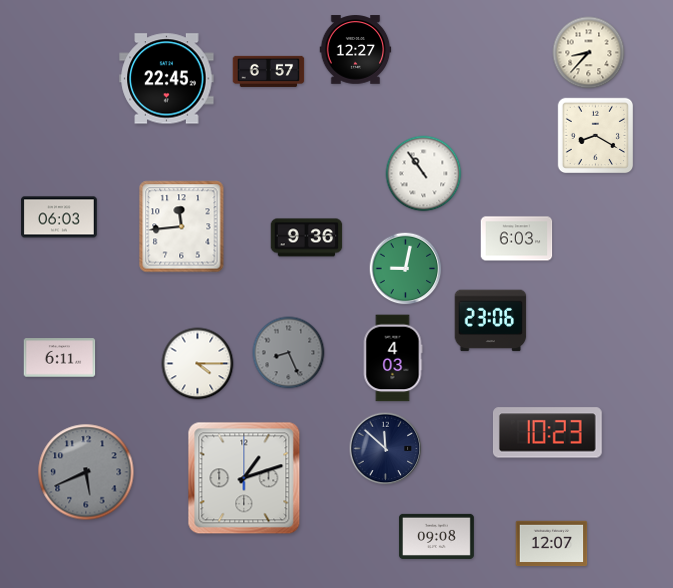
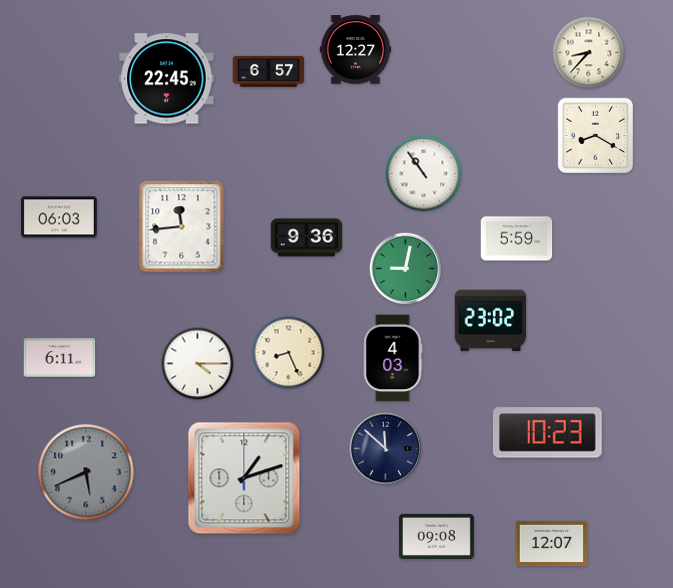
clock at (517, 239): 6:03 -> 5:59
clock at (491, 321): 23:06 -> 23:02
clock at (289, 353) dial: grey -> cream
